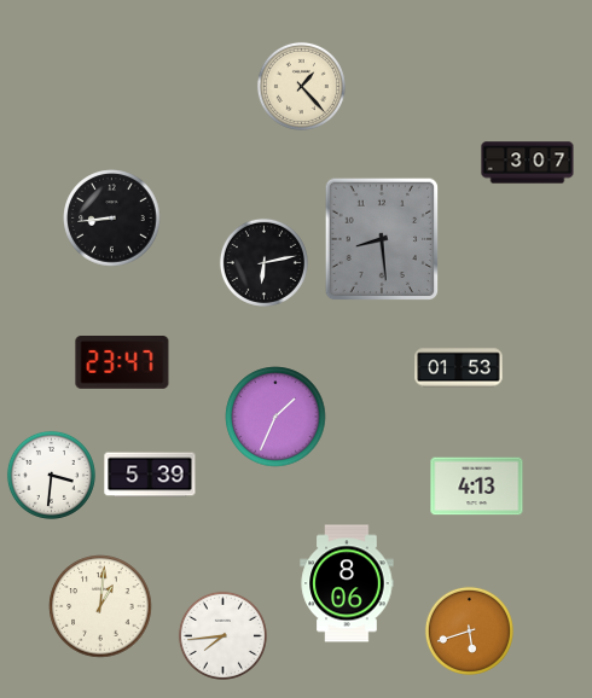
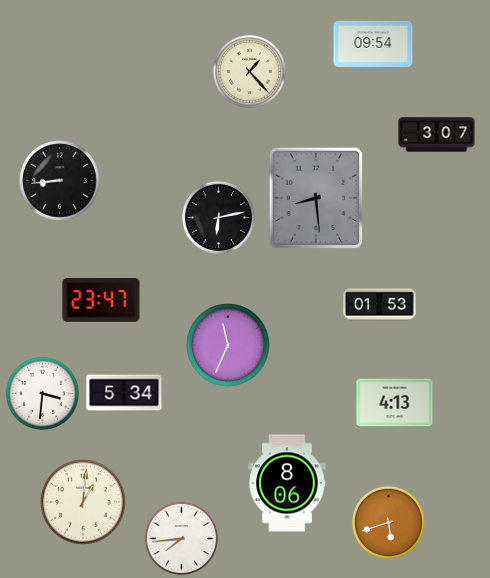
clock at (373, 44): none -> 09:54
clock at (112, 219) position: (112, 219) -> (60, 181)
clock at (275, 417): 1:34 -> 11:34
clock at (150, 475): 5:39 -> 5:34
clock at (222, 635) position: (222, 635) -> (181, 538)
